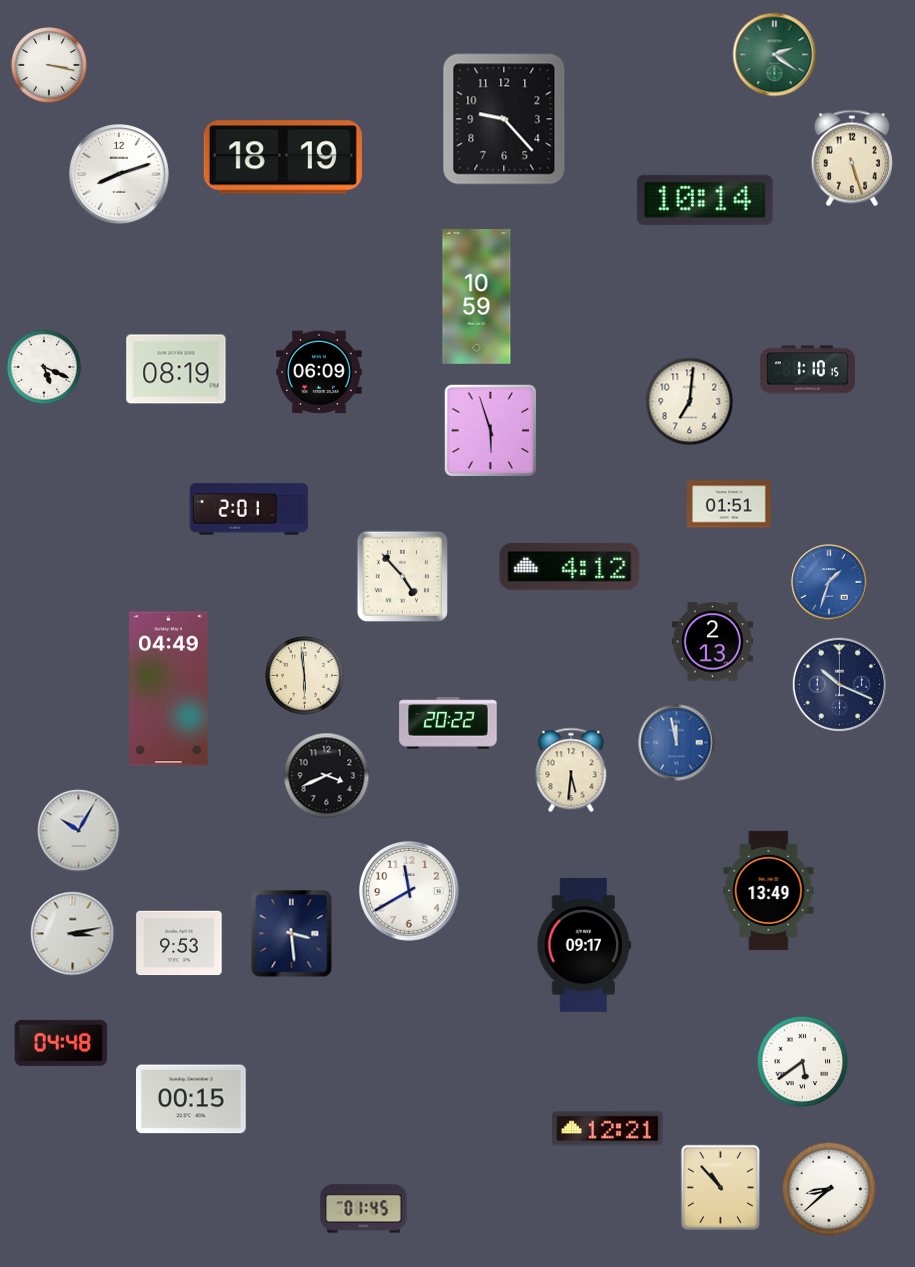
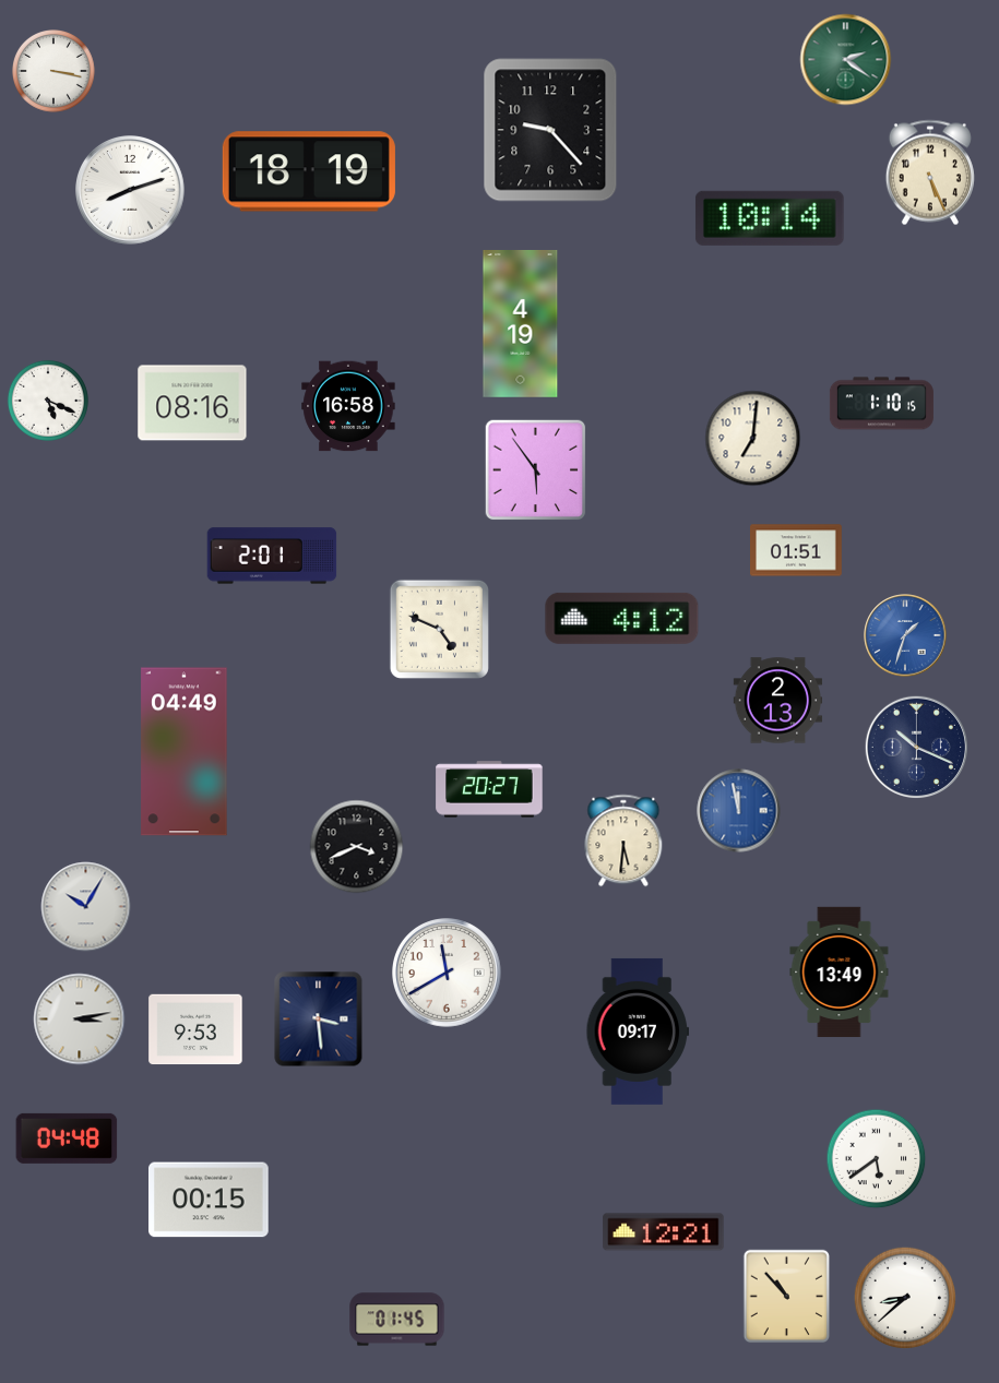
clock at (852, 158): 5:27 -> 5:26
clock at (477, 297): 10:59 -> 4:19
clock at (176, 369): 08:19 -> 08:16
clock at (319, 372): 06:09 -> 16:58
clock at (491, 431): 5:57 -> 5:54
clock at (402, 576): 4:53 -> 4:49
clock at (305, 676): 5:59 -> none
clock at (448, 723): 20:22 -> 20:27
